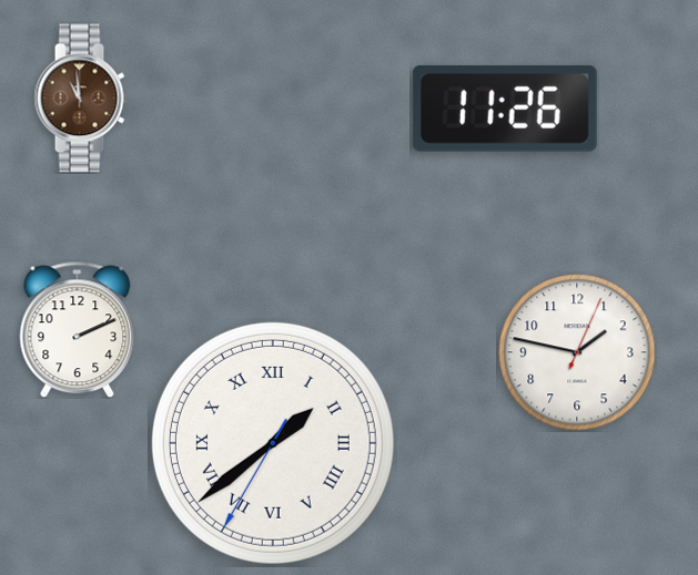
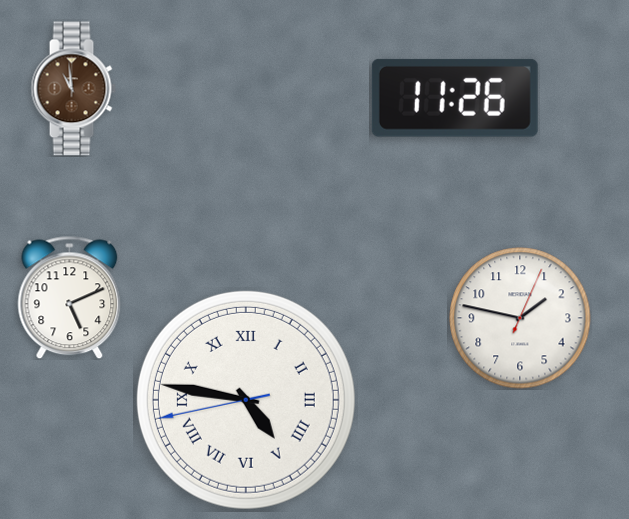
clock at (78, 329): 2:11 -> 5:11
clock at (273, 443): 1:38 -> 4:46
